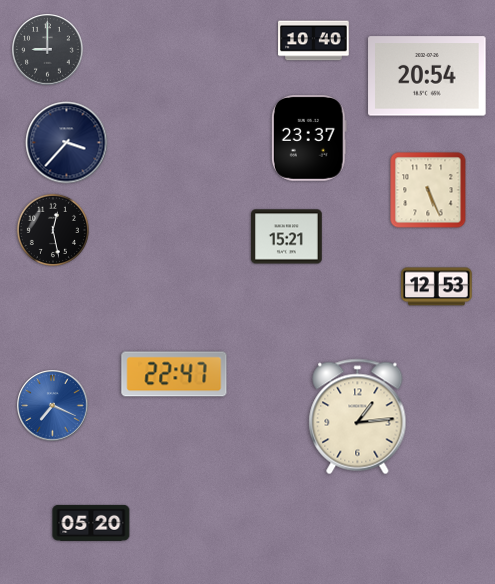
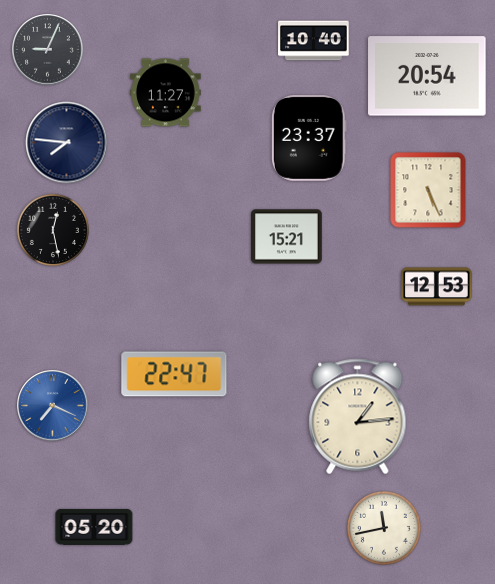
clock at (48, 50): 9:00 -> 9:04
clock at (166, 93): none -> 11:27
clock at (67, 143): 3:37 -> 7:46
clock at (91, 523) position: (91, 523) -> (94, 527)
clock at (384, 528): none -> 11:43
